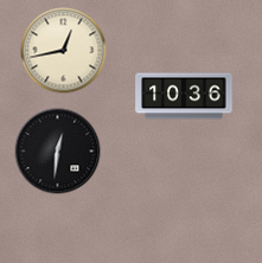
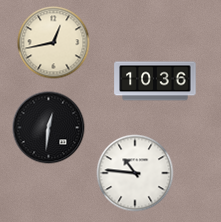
clock at (135, 173): none -> 10:46
